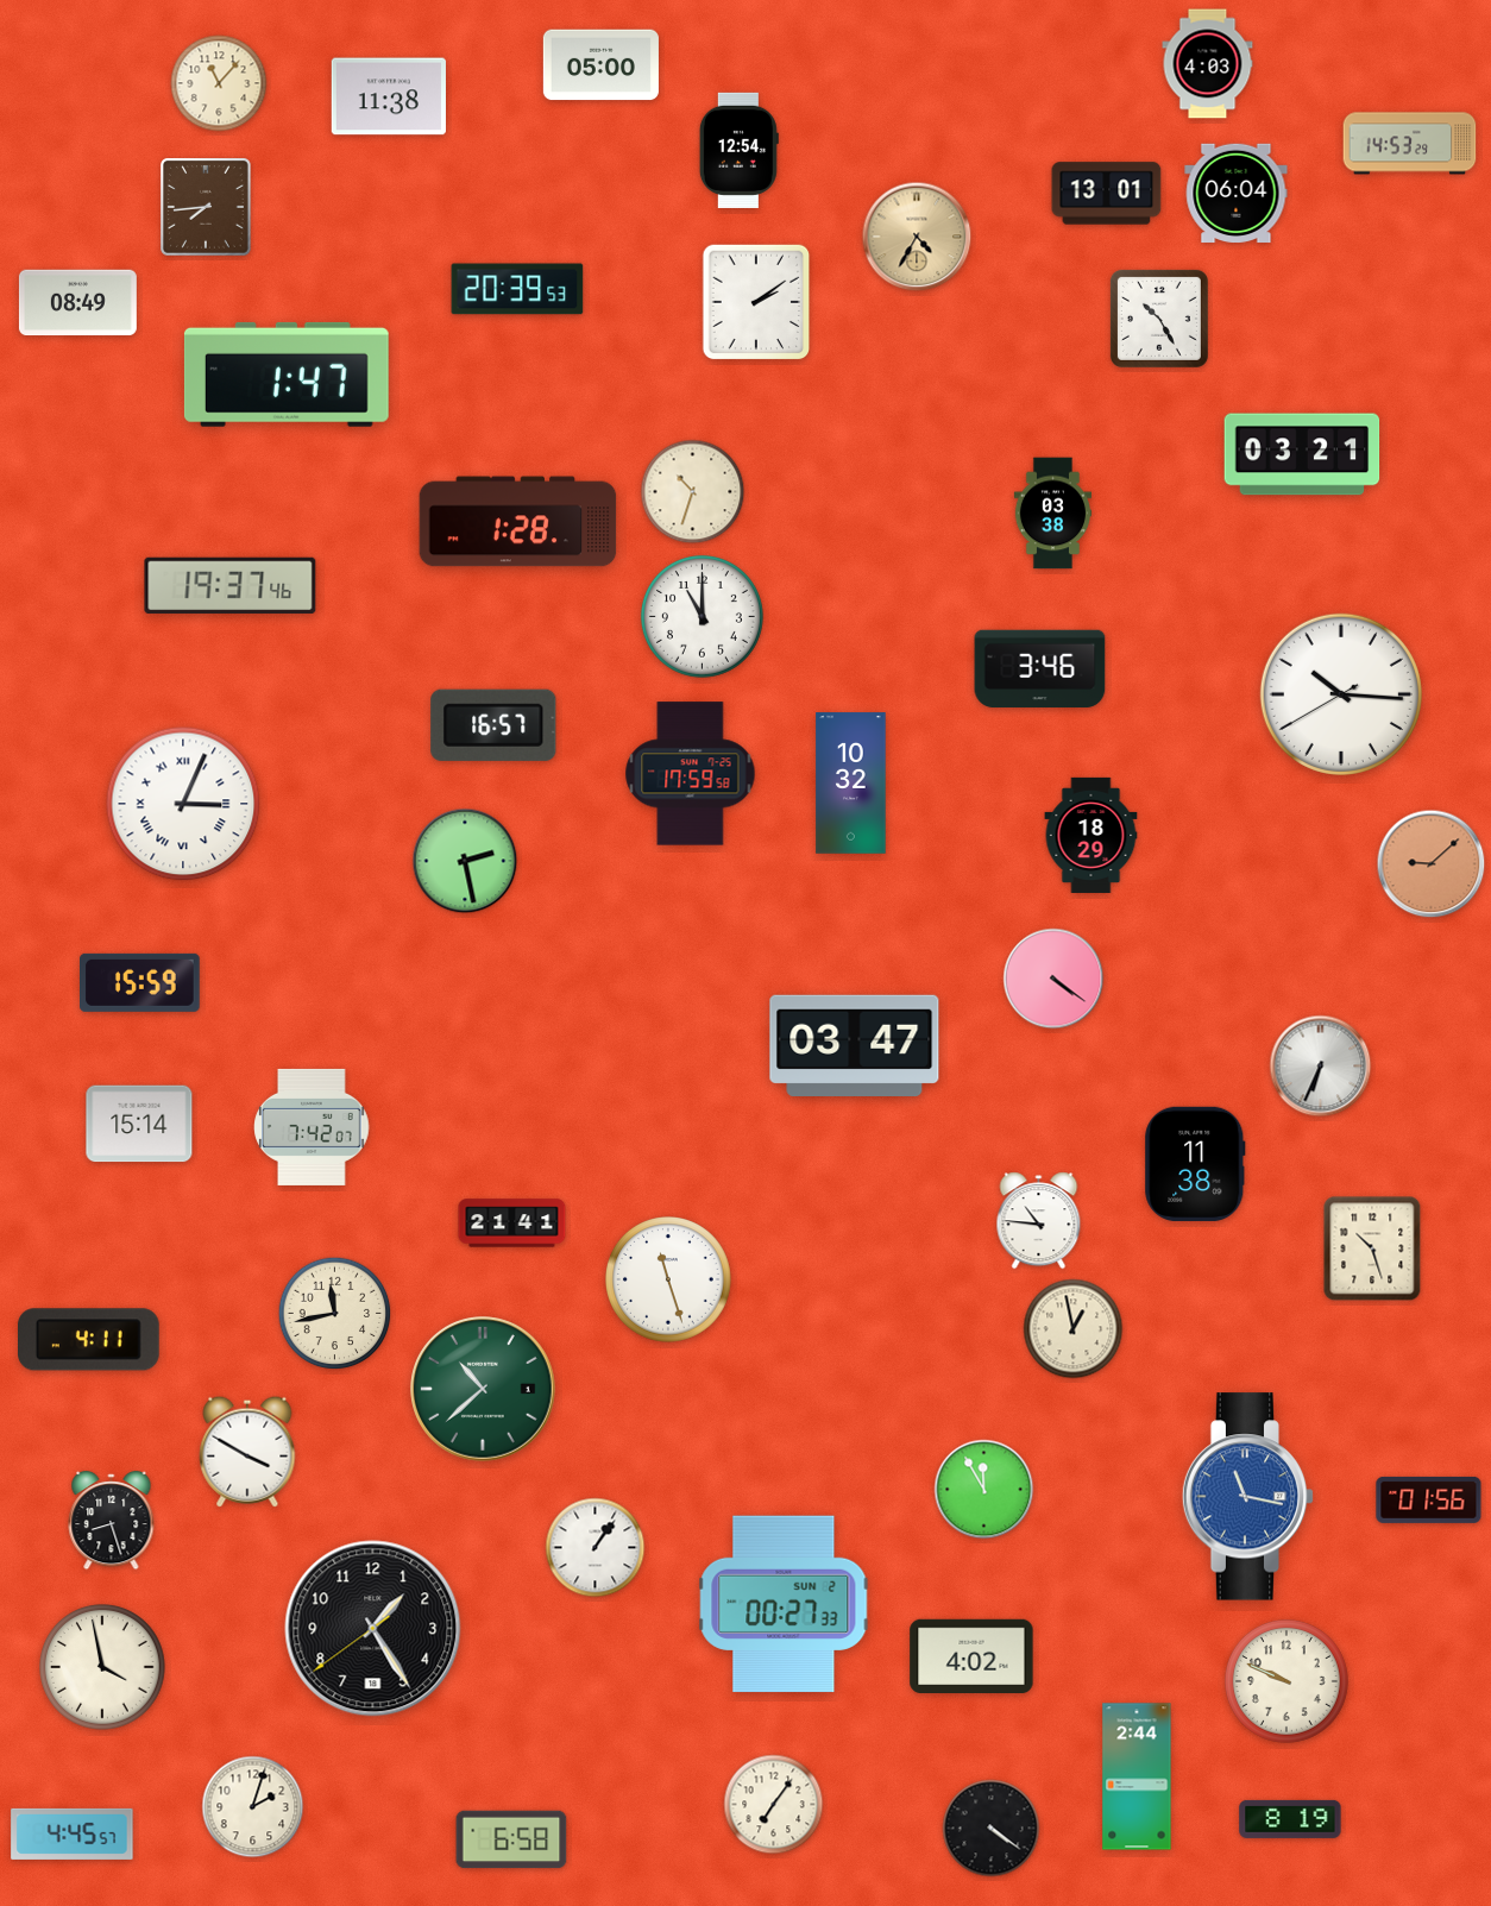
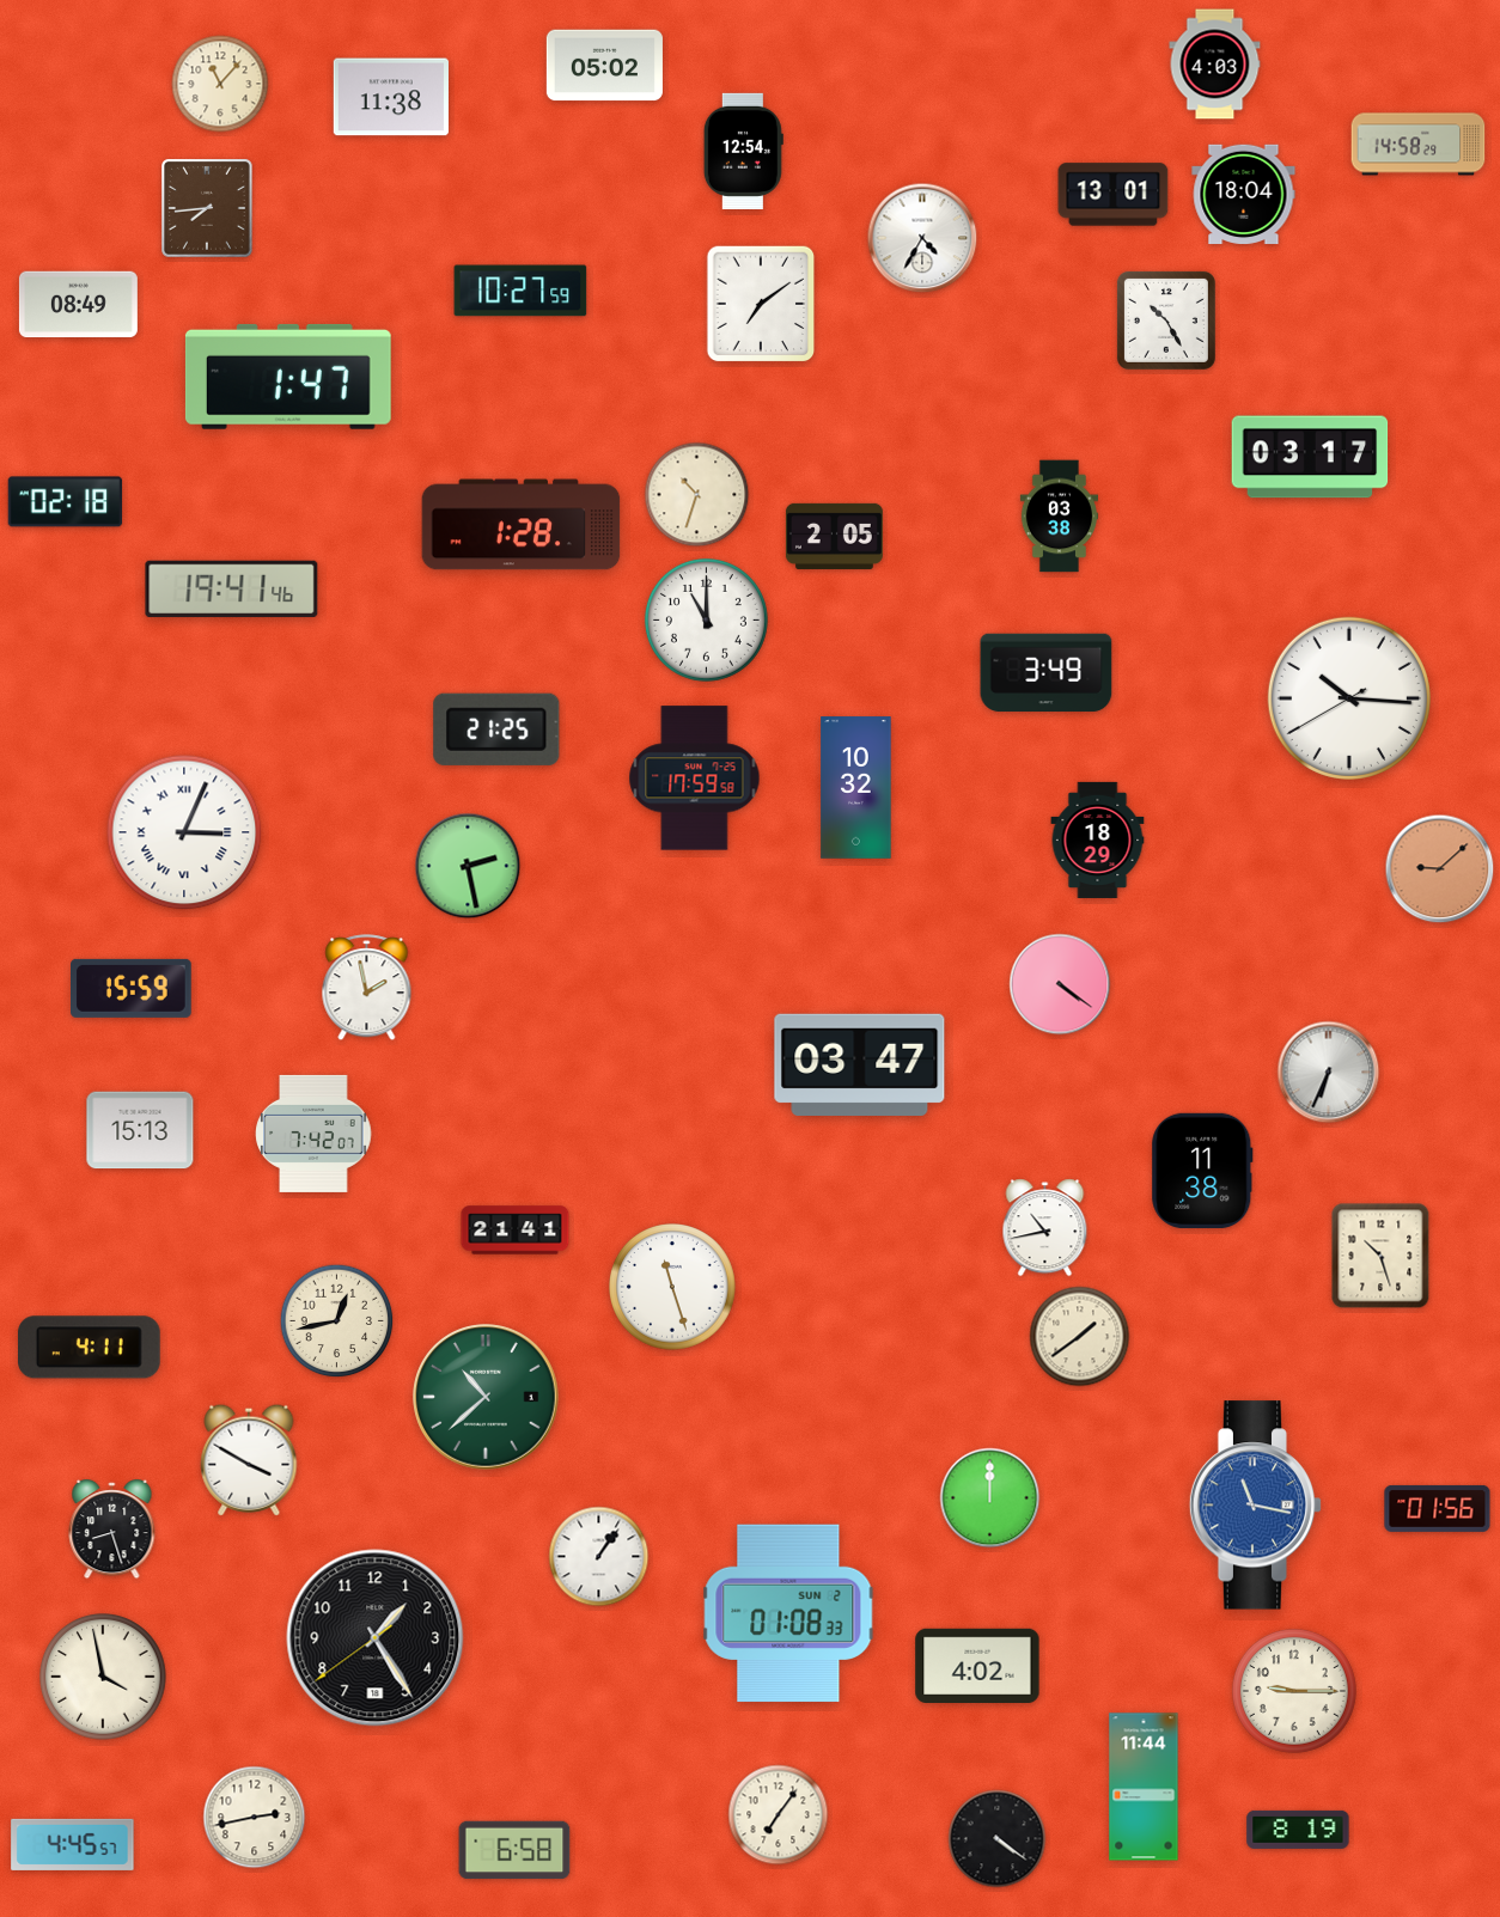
clock at (600, 65): 05:00 -> 05:02
clock at (1410, 144): 14:53 -> 14:58
clock at (1237, 194): 06:04 -> 18:04
clock at (917, 237) dial: champagne -> white
clock at (517, 289): 20:39 -> 10:27
clock at (756, 302): 2:09 -> 7:09
clock at (1302, 454): 03:21 -> 03:17
clock at (66, 502): none -> 02:18
clock at (834, 536): none -> 2:05
clock at (231, 586): 19:37 -> 19:41
clock at (1040, 669): 3:46 -> 3:49
clock at (493, 725): 16:57 -> 21:25
clock at (183, 804) position: (183, 804) -> (184, 832)
clock at (140, 982) position: (140, 982) -> (132, 988)
clock at (367, 988): none -> 1:58
clock at (855, 1045) position: (855, 1045) -> (860, 1064)
clock at (139, 1124): 15:14 -> 15:13
clock at (1039, 1221): 10:46 -> 10:43
clock at (335, 1314): 11:43 -> 12:43
clock at (1074, 1329): 12:58 -> 1:39
clock at (984, 1490): 11:55 -> 12:00
clock at (784, 1604): 00:27 -> 01:08
clock at (1286, 1681): 9:49 -> 9:15
clock at (1137, 1776): 2:44 -> 11:44
clock at (253, 1807): 2:03 -> 2:43
